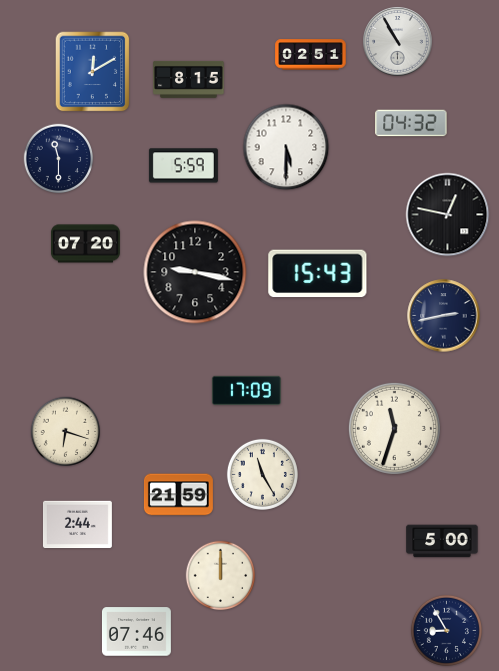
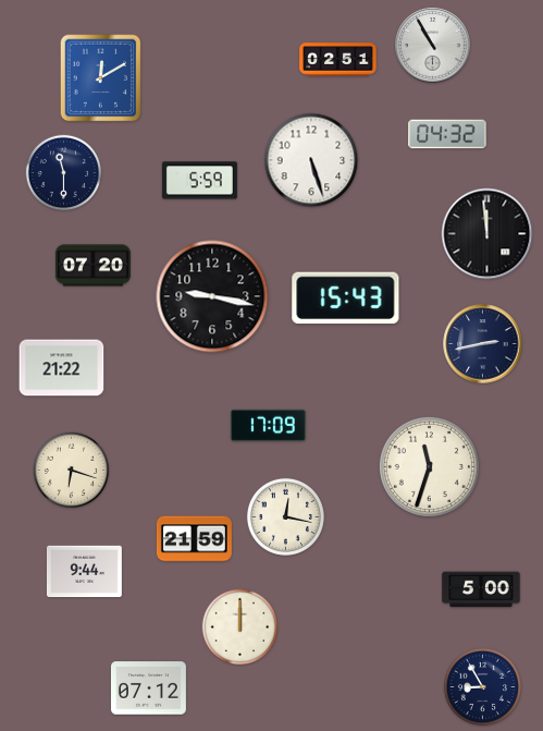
clock at (189, 79): 8:15 -> none
clock at (286, 147): 5:30 -> 5:27
clock at (448, 215): 12:47 -> 11:59
clock at (62, 368): none -> 21:22
clock at (262, 474): 11:25 -> 12:17
clock at (77, 525): 2:44 -> 9:44
clock at (446, 630) position: (446, 630) -> (482, 686)
clock at (136, 632): 07:46 -> 07:12
